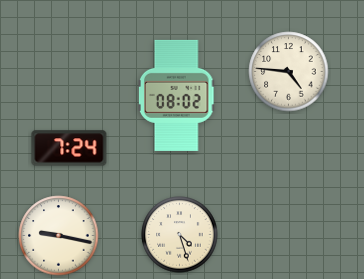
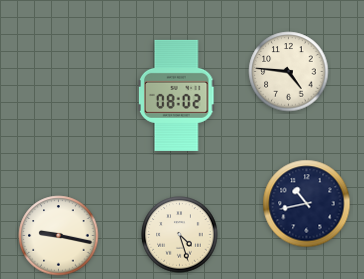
clock at (69, 148): 7:24 -> none
clock at (307, 204): none -> 10:43
